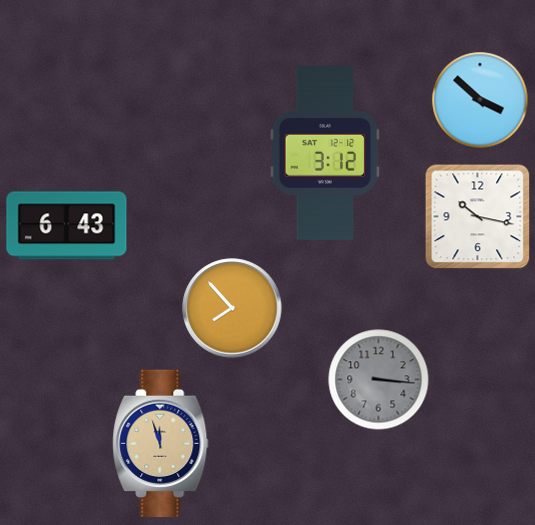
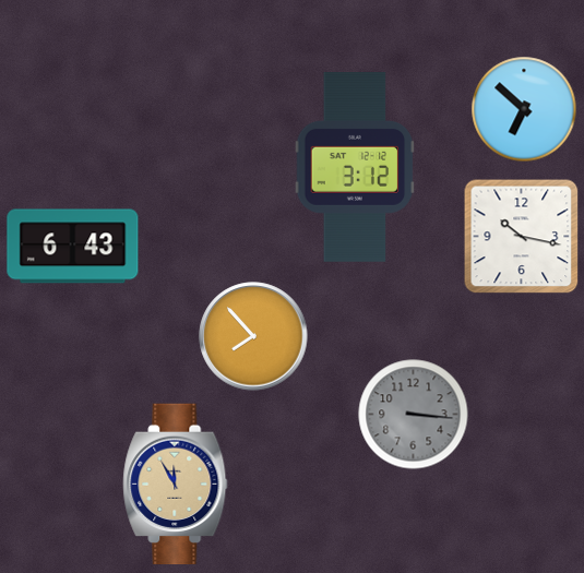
clock at (480, 100): 3:52 -> 6:52
clock at (161, 444): 11:57 -> 11:55
